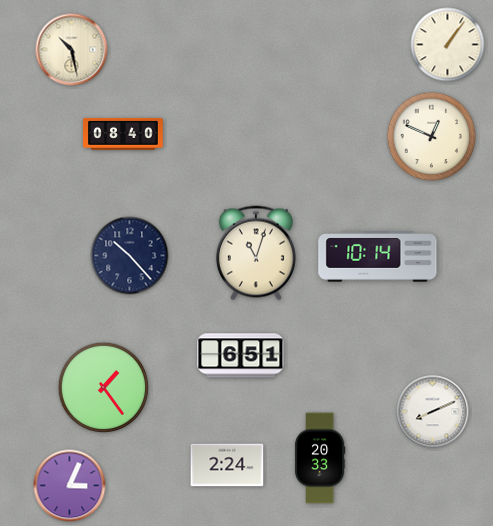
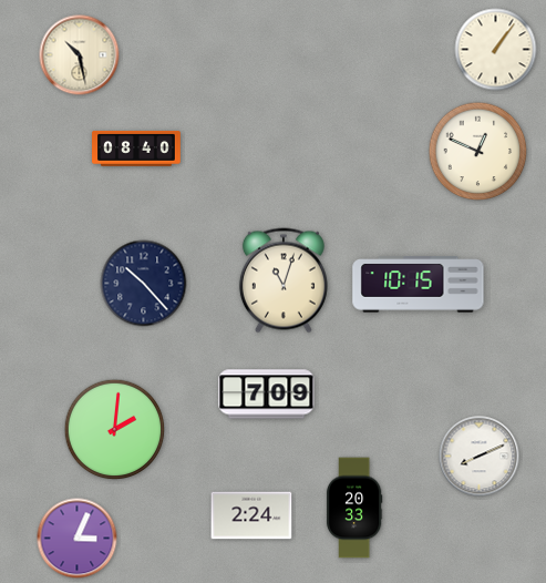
clock at (378, 257): 10:14 -> 10:15
clock at (241, 356): 6:51 -> 7:09
clock at (104, 388): 1:24 -> 2:01
